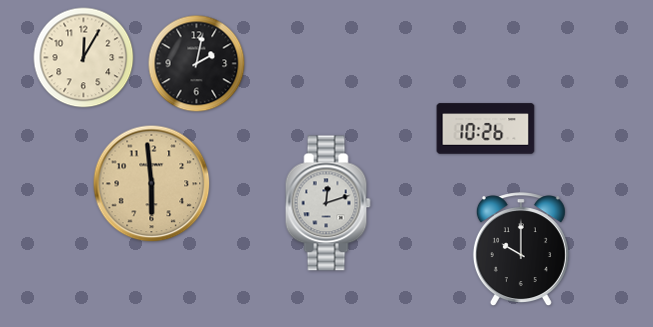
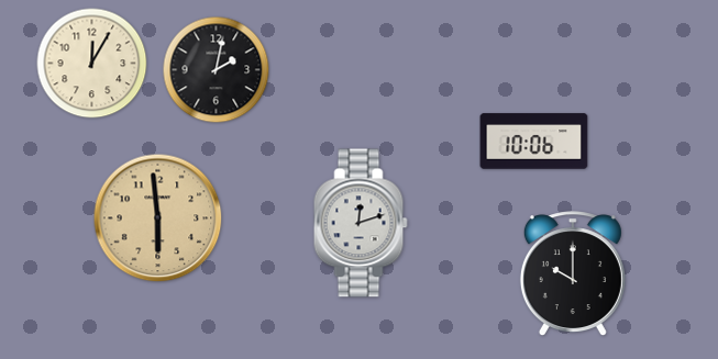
clock at (486, 129): 10:26 -> 10:06
clock at (152, 184) position: (152, 184) -> (158, 218)
